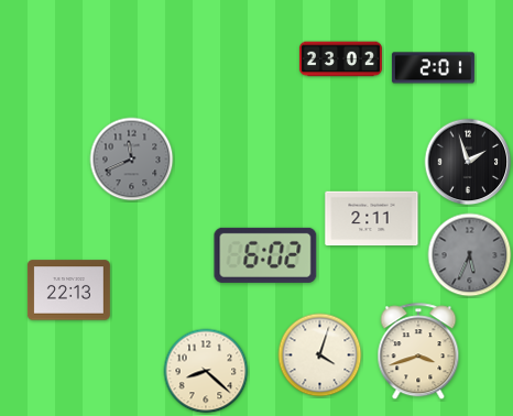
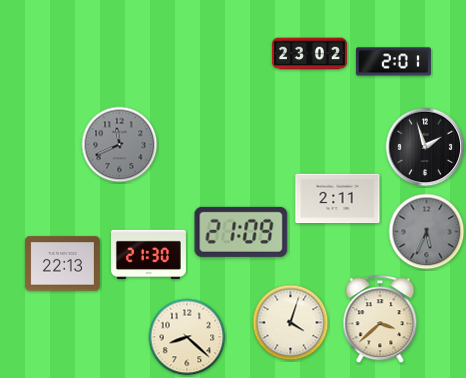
clock at (265, 255): 6:02 -> 21:09
clock at (148, 255): none -> 21:30
clock at (418, 352): 3:42 -> 3:38
